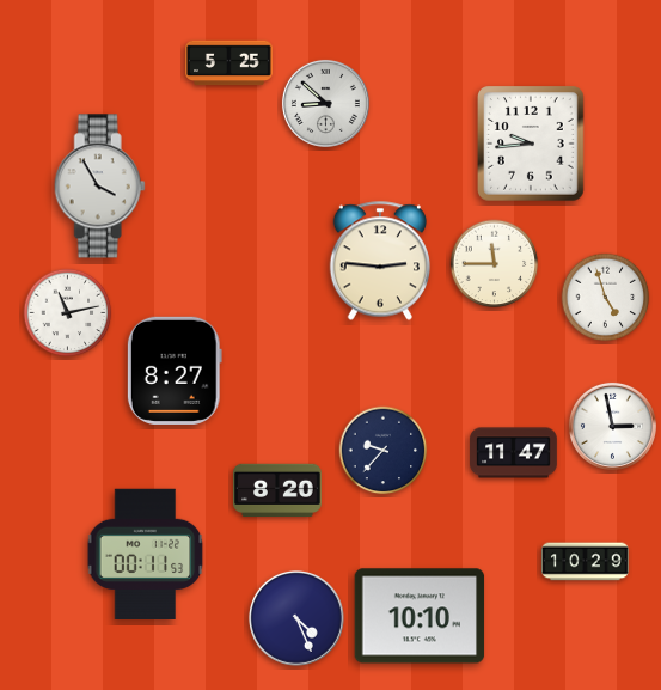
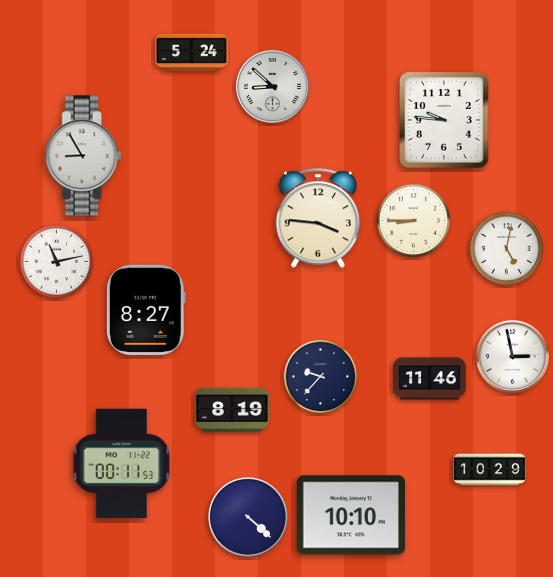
clock at (229, 63): 5:25 -> 5:24
clock at (531, 144): 9:44 -> 9:46
clock at (99, 187): 3:55 -> 8:55
clock at (379, 261): 2:46 -> 3:46
clock at (495, 264): 11:45 -> 8:45
clock at (606, 298): 4:57 -> 5:02
clock at (514, 453): 11:47 -> 11:46
clock at (277, 489): 8:20 -> 8:19
clock at (296, 618): 4:26 -> 4:22
